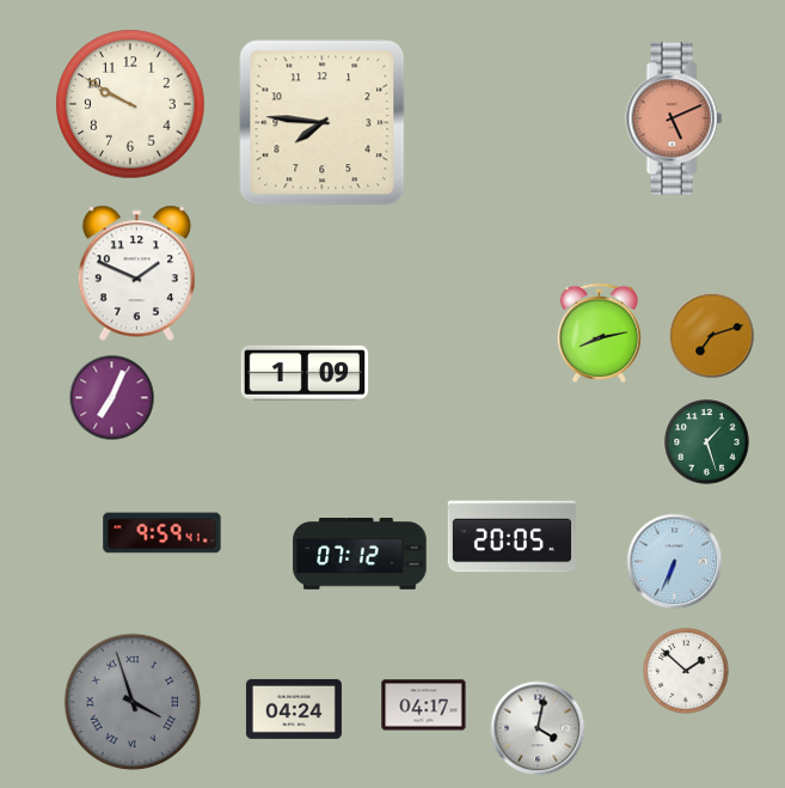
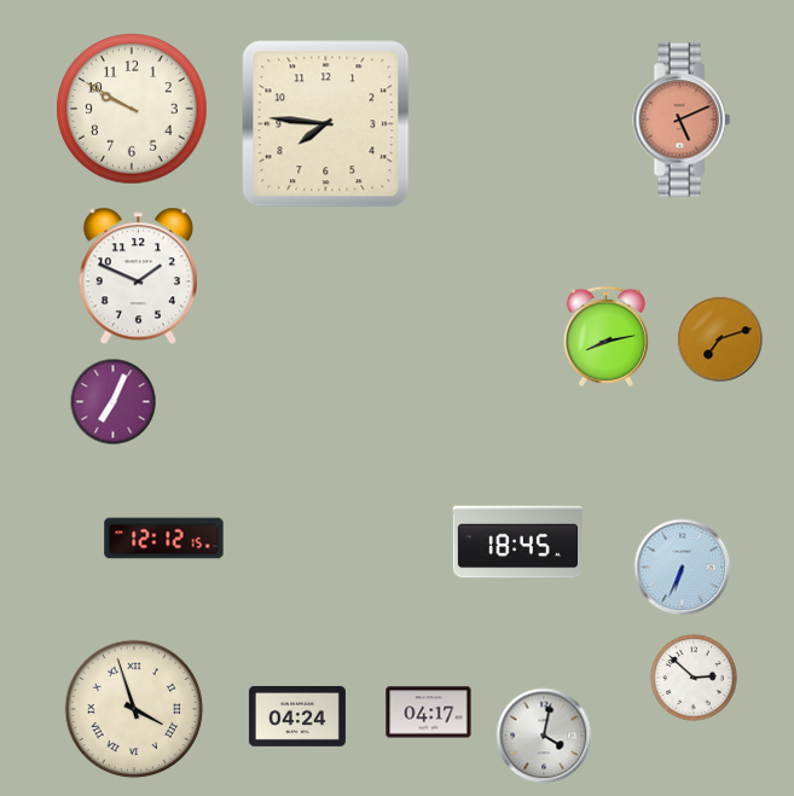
clock at (130, 104) position: (130, 104) -> (132, 109)
clock at (305, 373): 1:09 -> none
clock at (707, 442): 1:27 -> none
clock at (162, 533): 9:59 -> 12:12
clock at (511, 537): 20:05 -> 18:45
clock at (360, 555): 07:12 -> none
clock at (686, 671): 1:52 -> 2:52
clock at (133, 702) dial: grey -> cream
